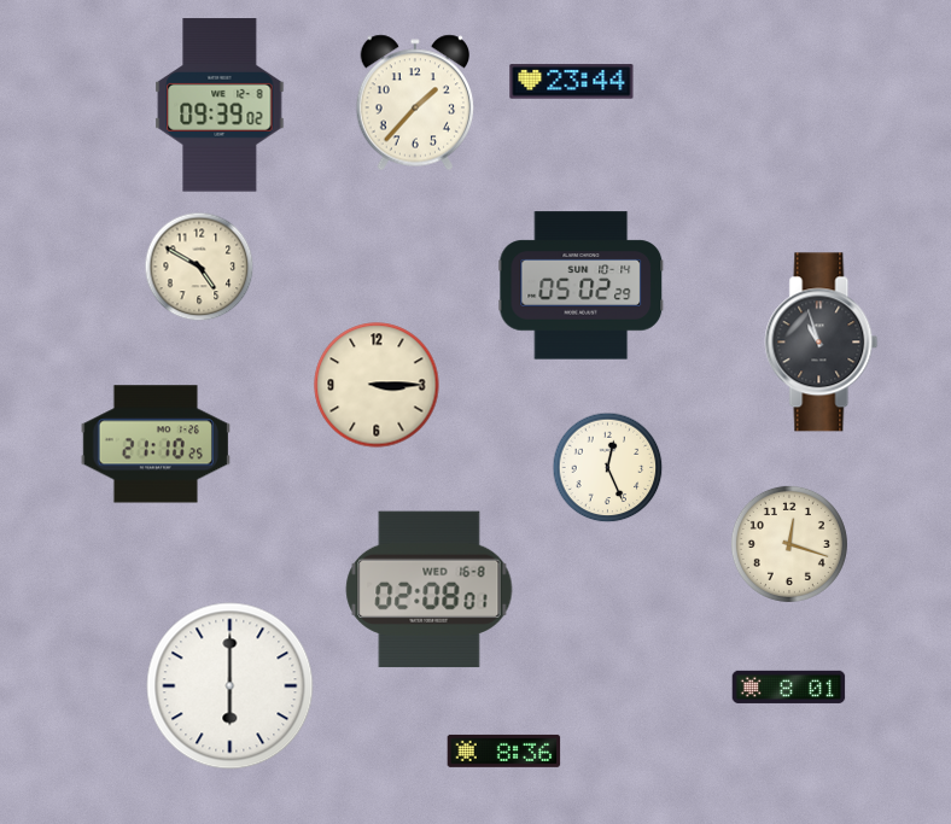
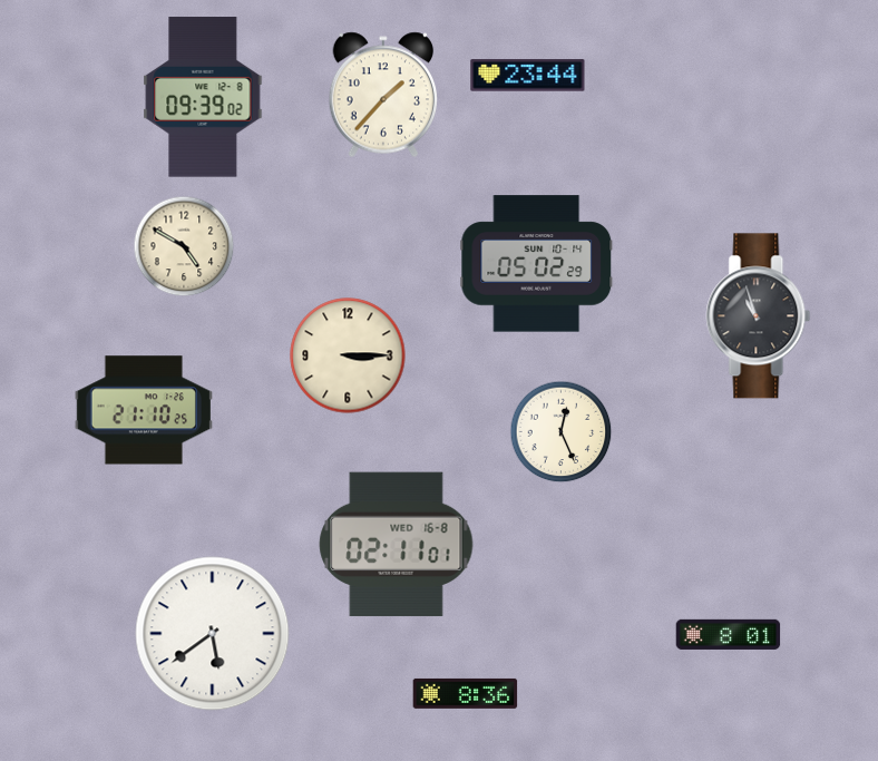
clock at (789, 544): 12:18 -> none
clock at (430, 590): 02:08 -> 02:11
clock at (231, 686): 6:00 -> 5:39
